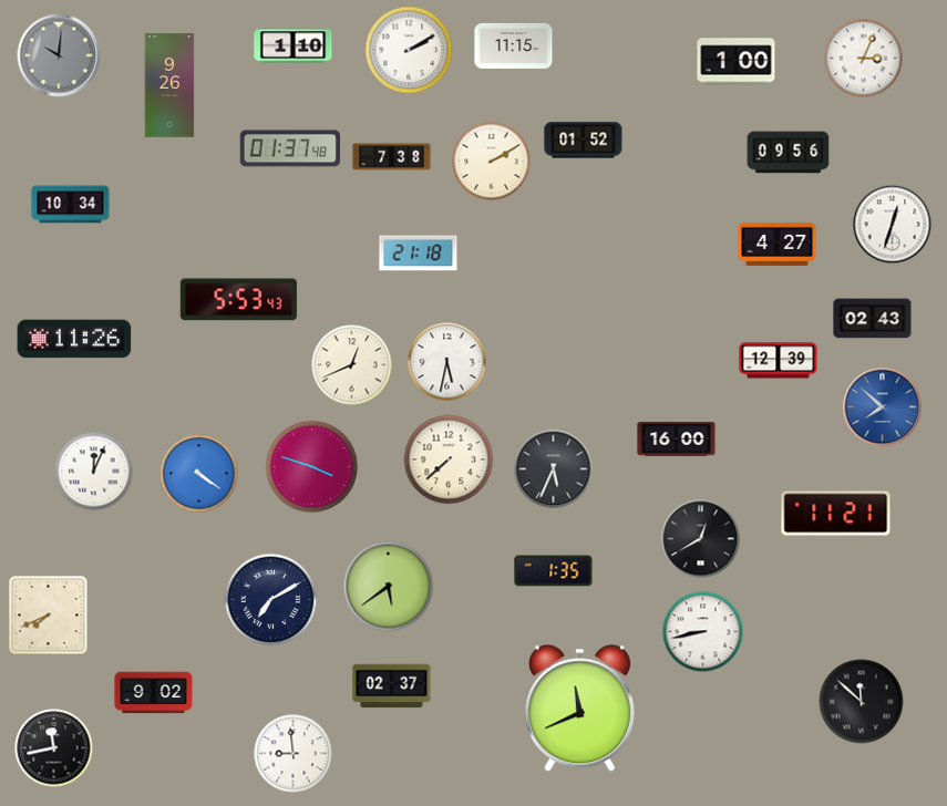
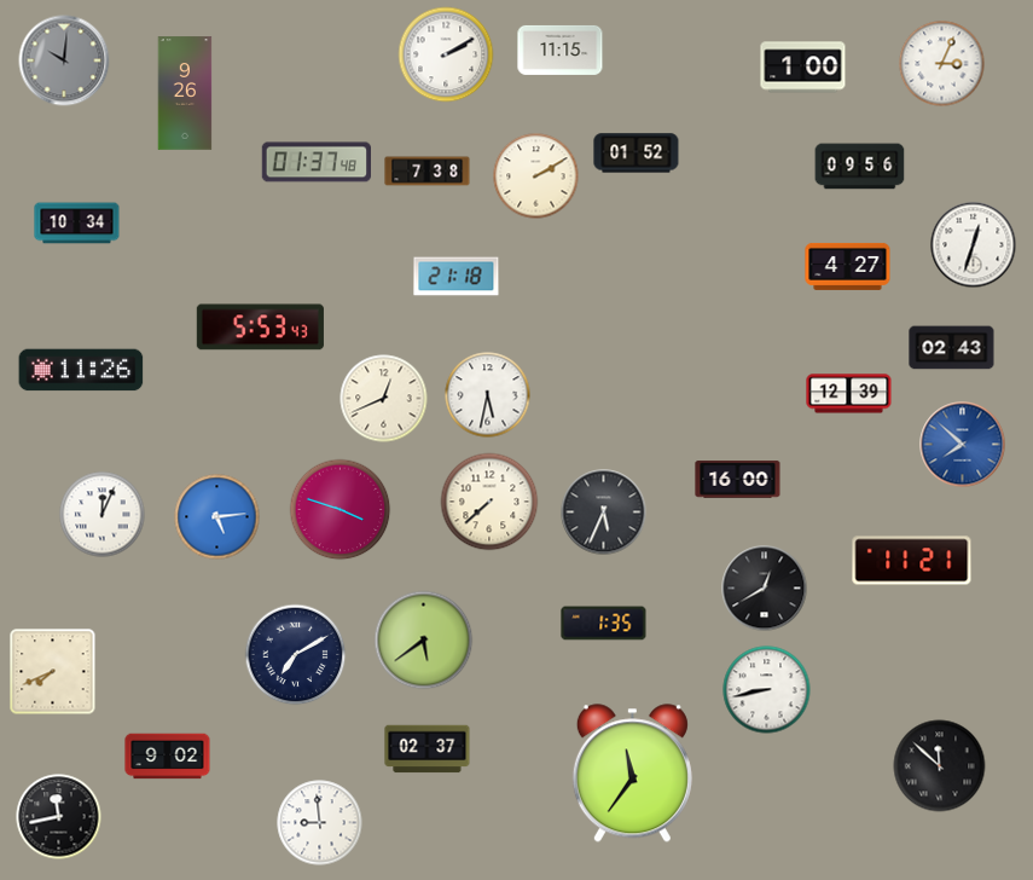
clock at (294, 46): 1:10 -> none
clock at (199, 474): 4:21 -> 5:14
clock at (579, 709): 11:41 -> 11:36
